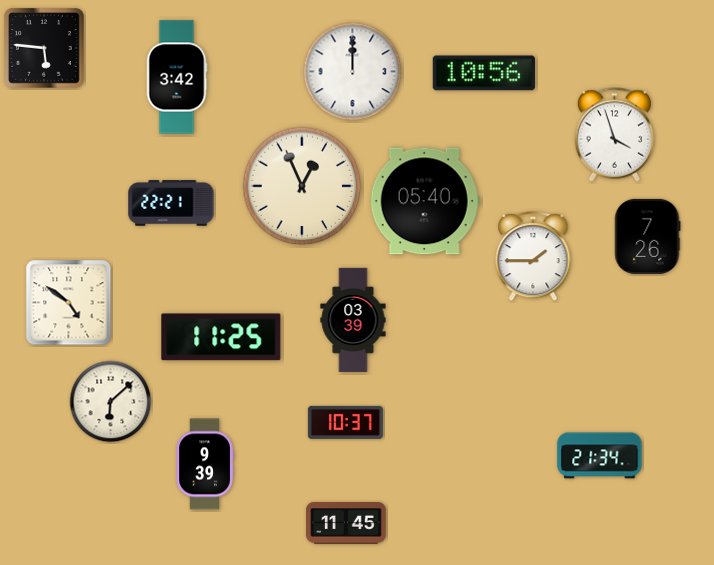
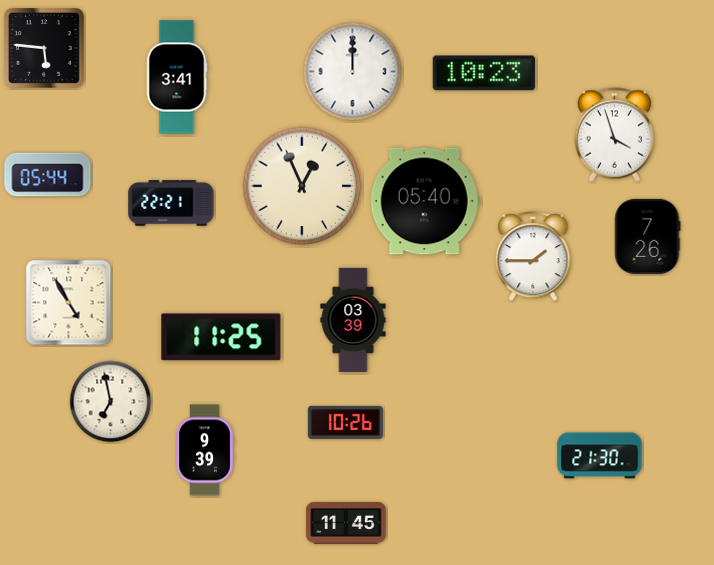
clock at (484, 73): 10:56 -> 10:23
clock at (177, 77): 3:42 -> 3:41
clock at (48, 175): none -> 05:44
clock at (69, 303): 4:51 -> 4:55
clock at (111, 402): 6:08 -> 6:58
clock at (345, 422): 10:37 -> 10:26
clock at (600, 456): 21:34 -> 21:30
clock at (205, 464) position: (205, 464) -> (205, 450)
